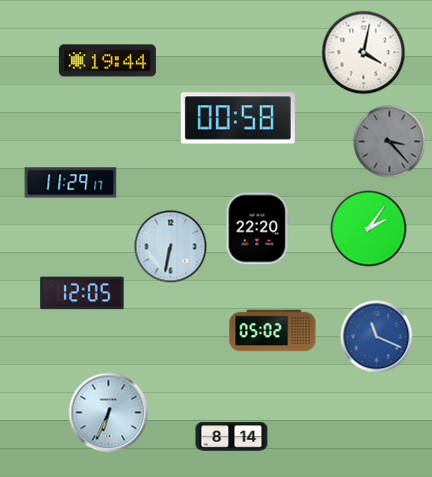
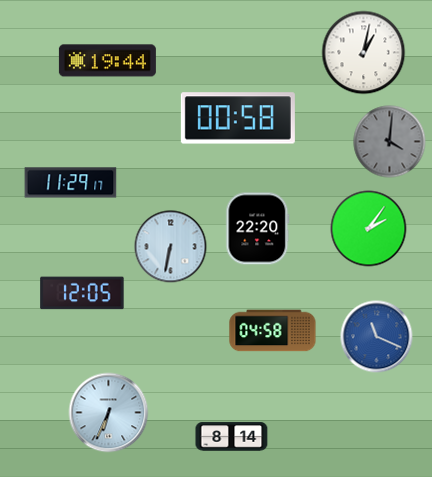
clock at (364, 53): 4:02 -> 1:02
clock at (390, 142): 3:23 -> 4:01
clock at (273, 331): 05:02 -> 04:58
